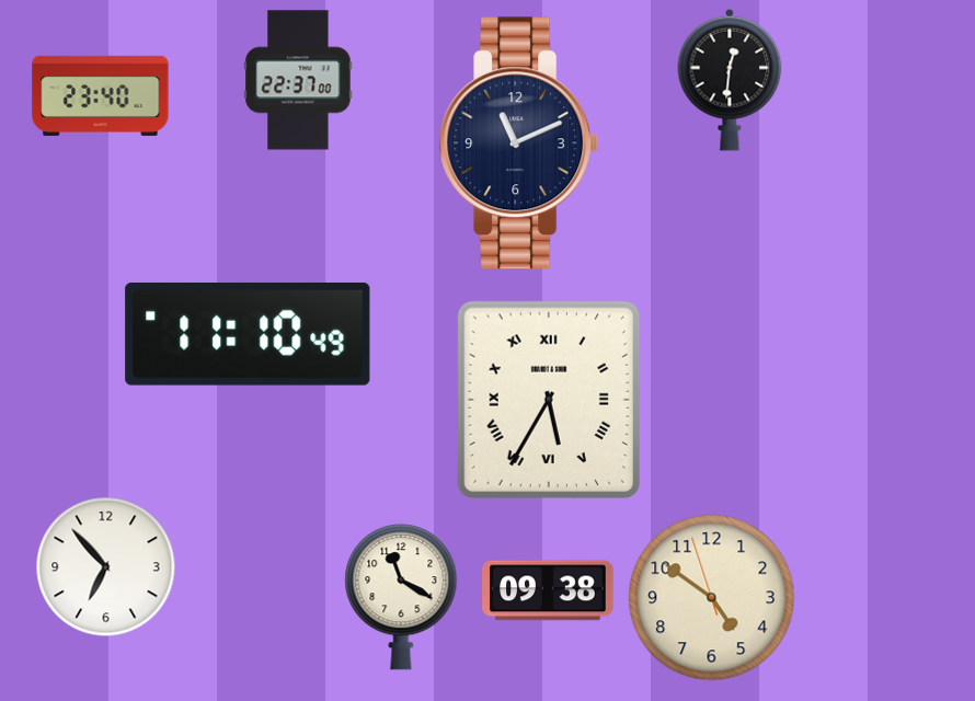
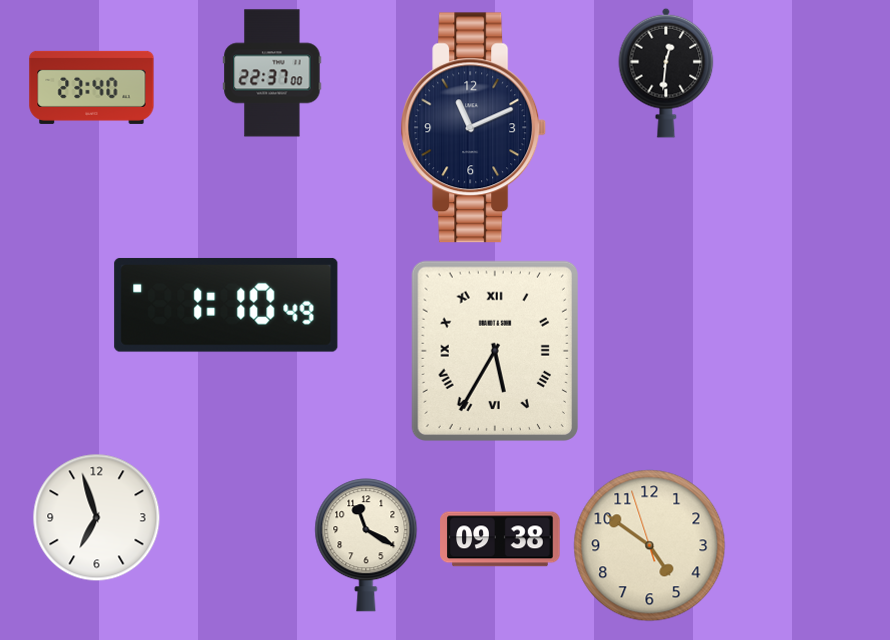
clock at (519, 143) position: (519, 143) -> (474, 128)
clock at (248, 334): 11:10 -> 1:10
clock at (549, 400) position: (549, 400) -> (495, 351)
clock at (106, 567): 6:53 -> 6:57
